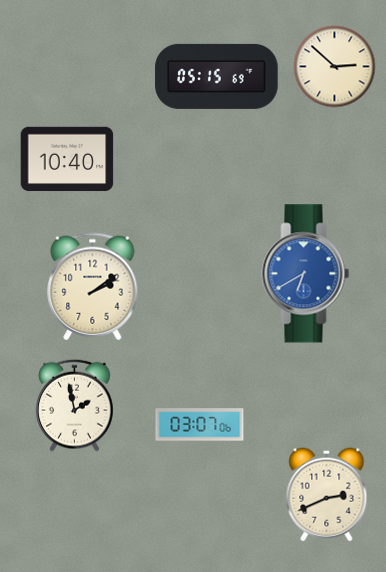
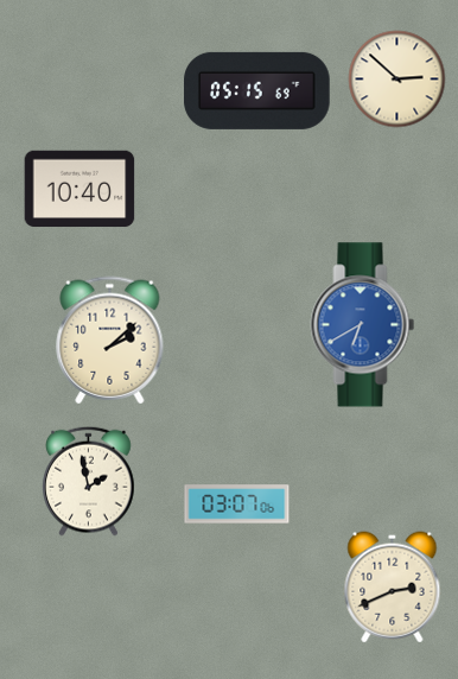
clock at (93, 287): 2:09 -> 2:08
clock at (327, 495) position: (327, 495) -> (393, 588)
